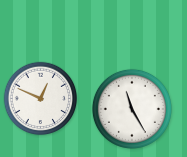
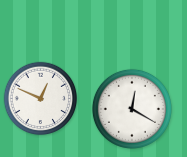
clock at (132, 109): 11:25 -> 12:20
